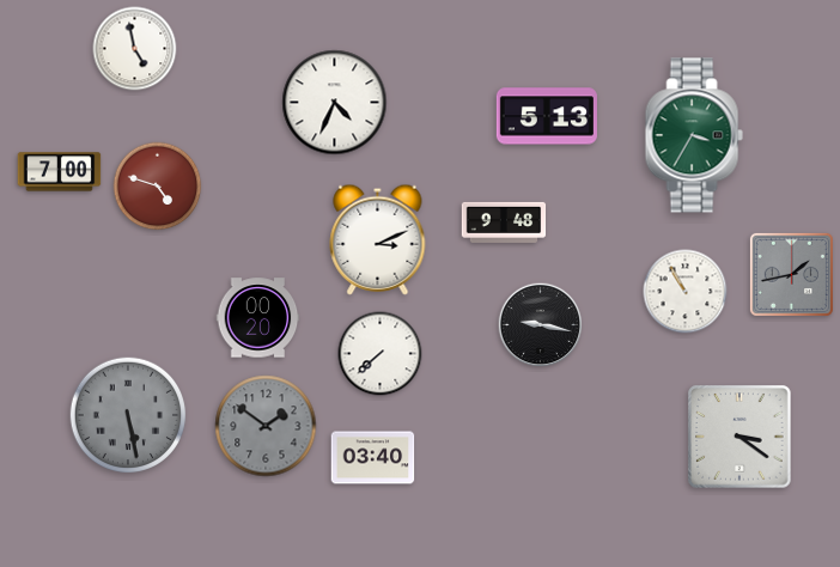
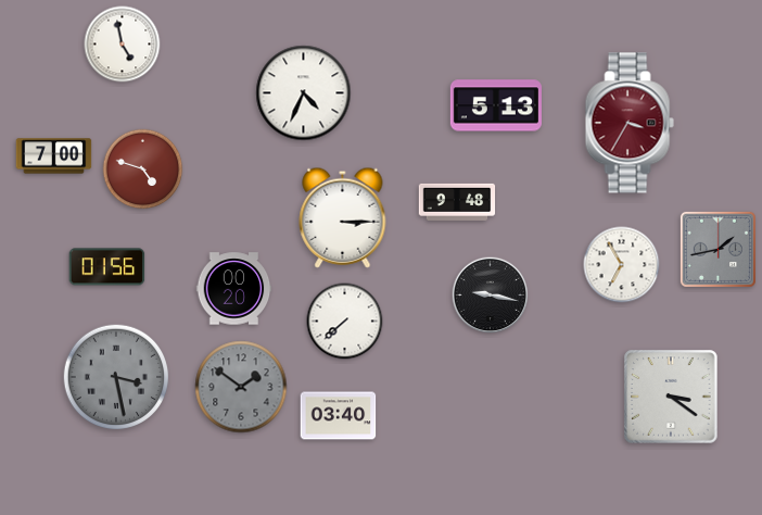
clock at (694, 135) dial: green -> burgundy
clock at (378, 239): 3:11 -> 3:15
clock at (686, 292): 10:55 -> 6:55
clock at (107, 267): none -> 01:56
clock at (128, 415): 5:28 -> 3:28
